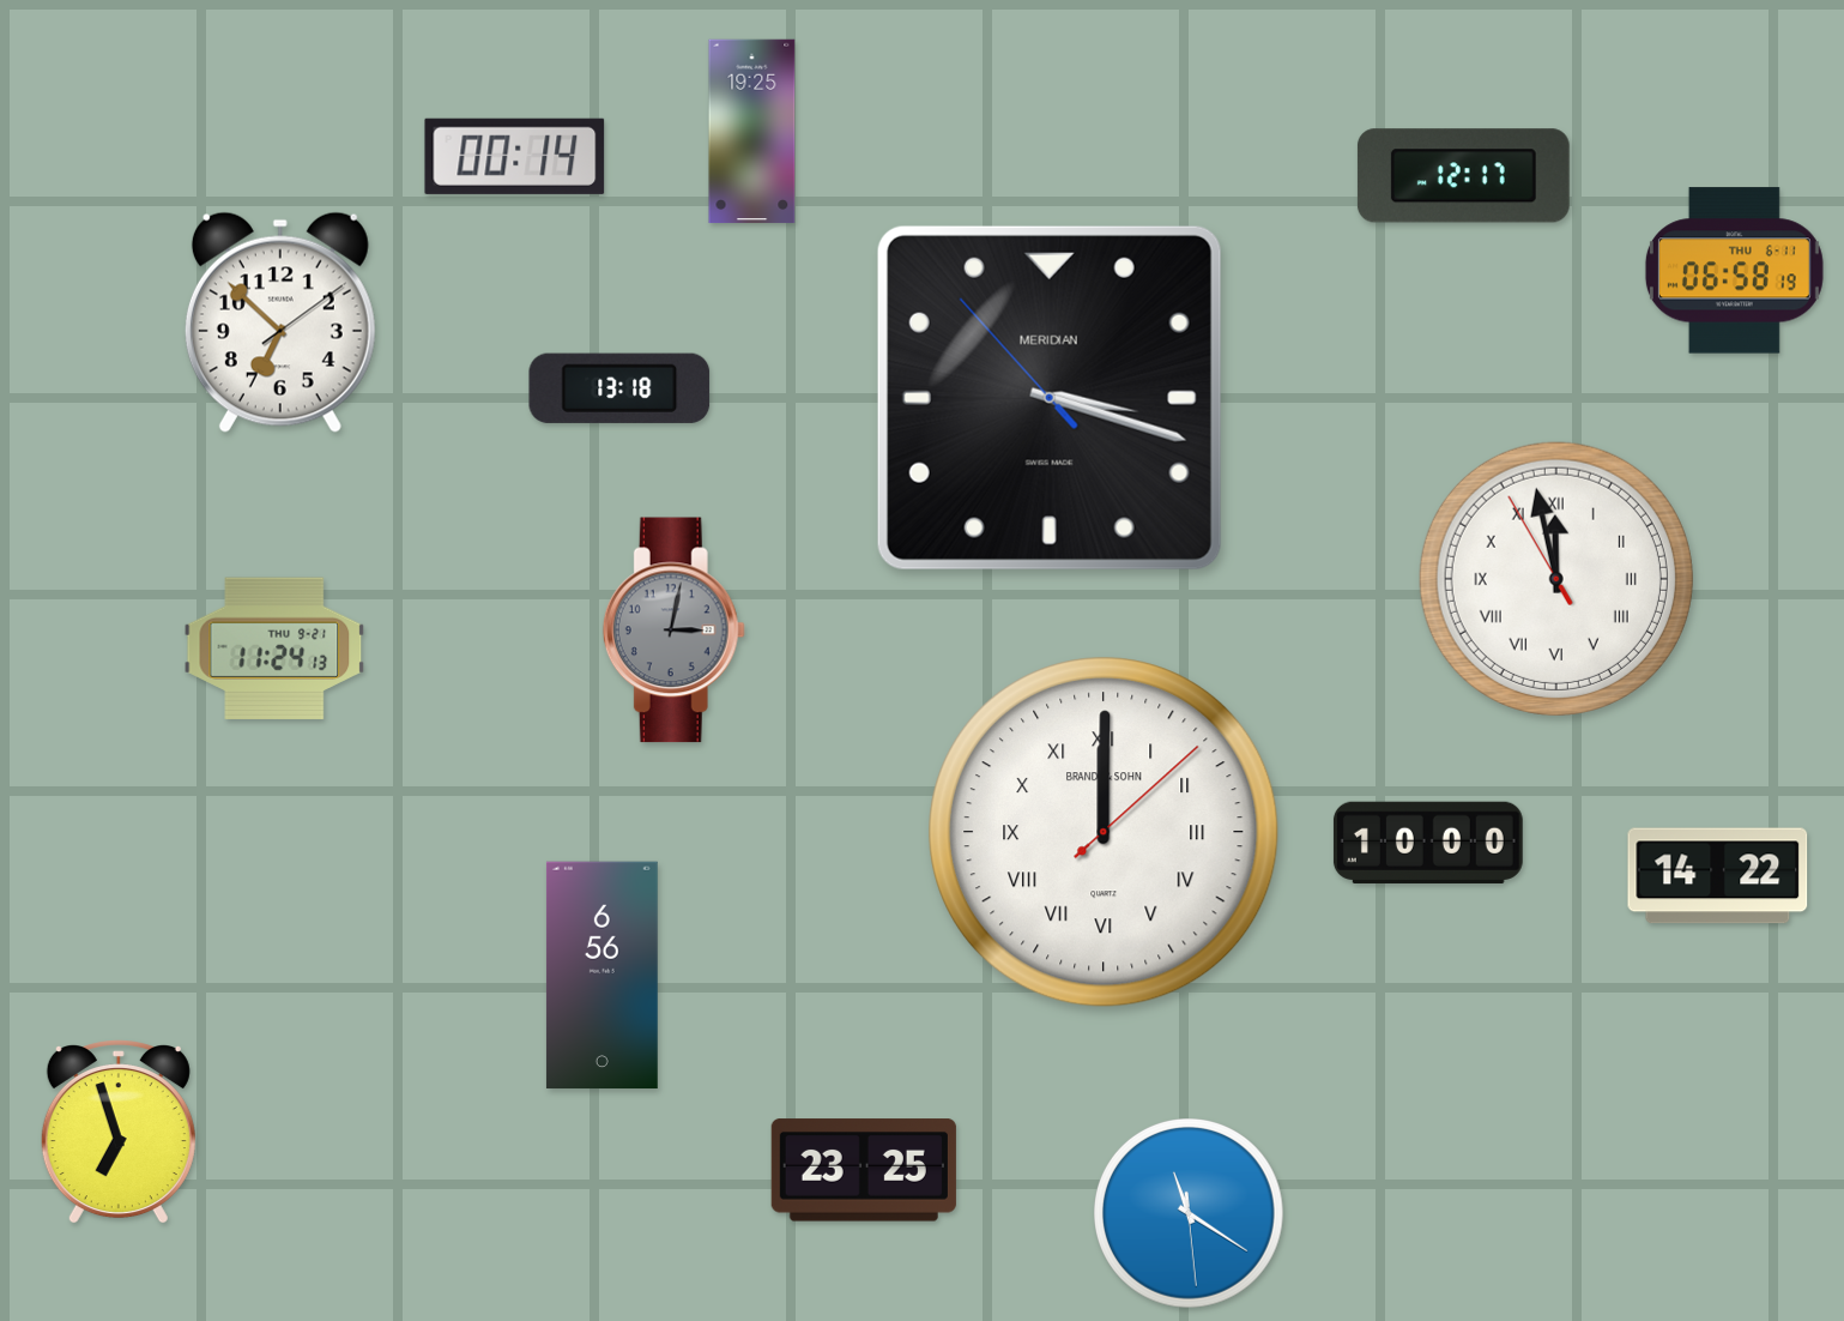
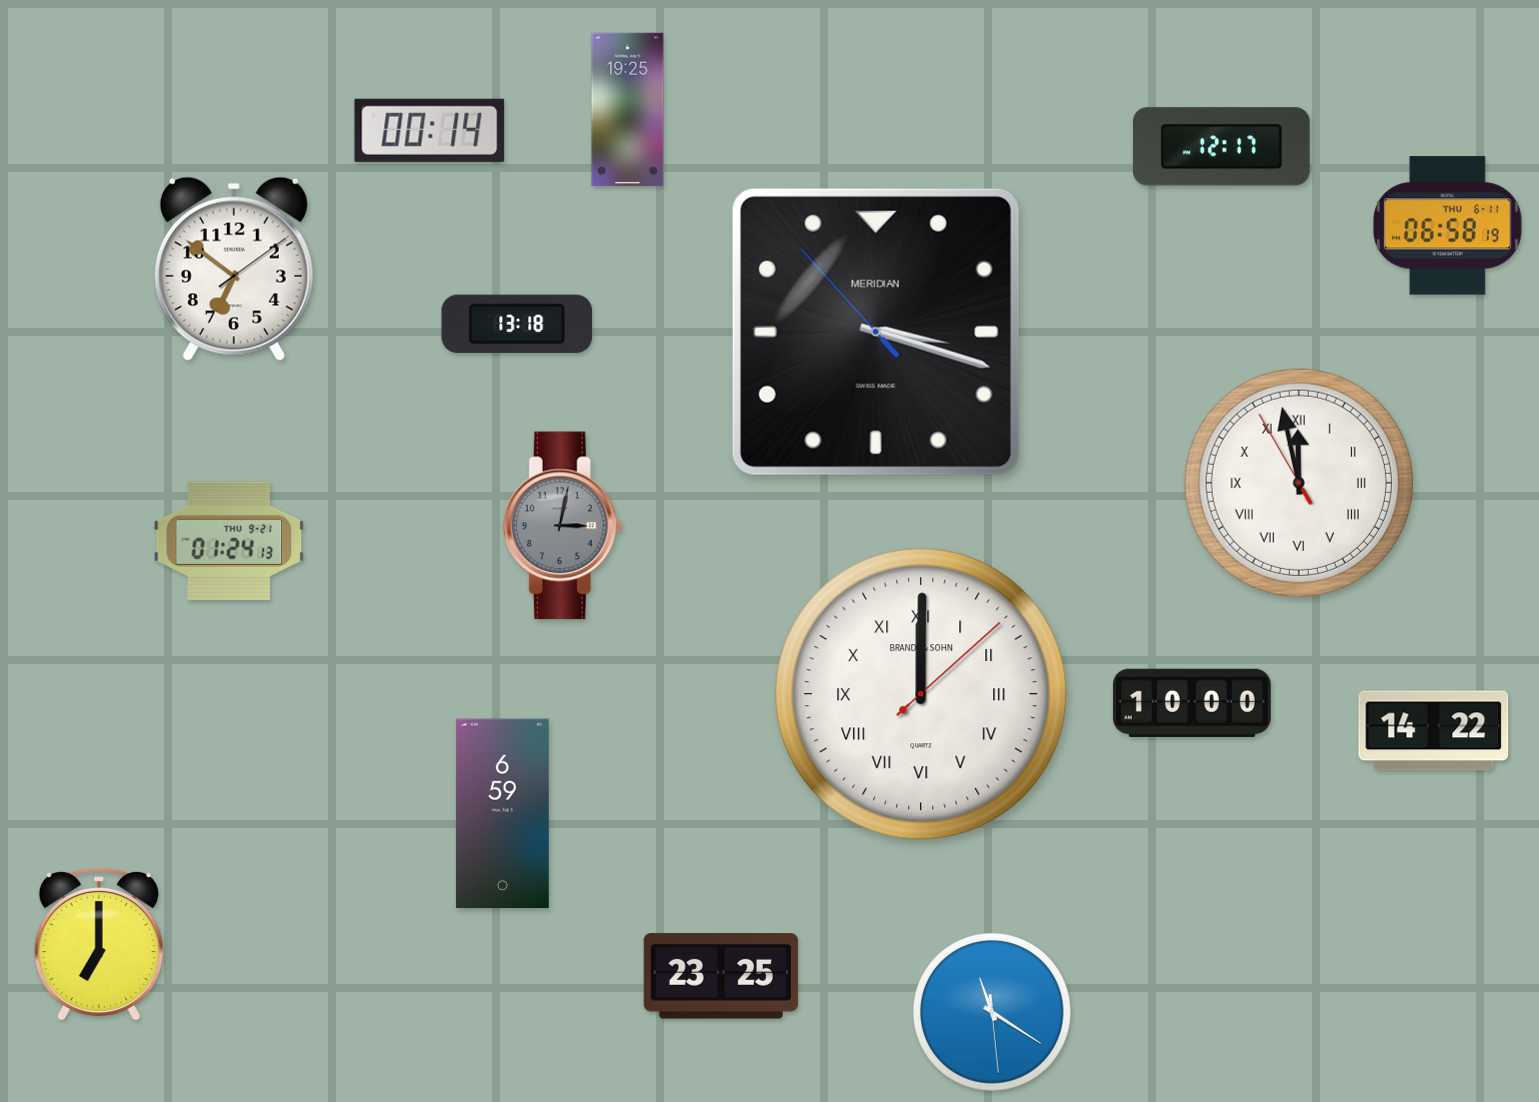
clock at (280, 322): 6:52 -> 6:51
clock at (274, 649): 11:24 -> 01:24
clock at (601, 976): 6:56 -> 6:59
clock at (119, 1133): 6:57 -> 7:00
